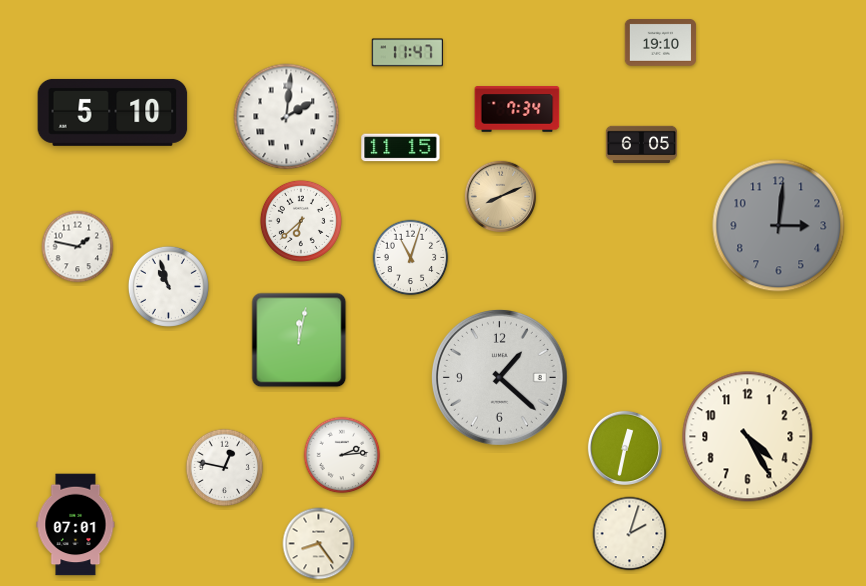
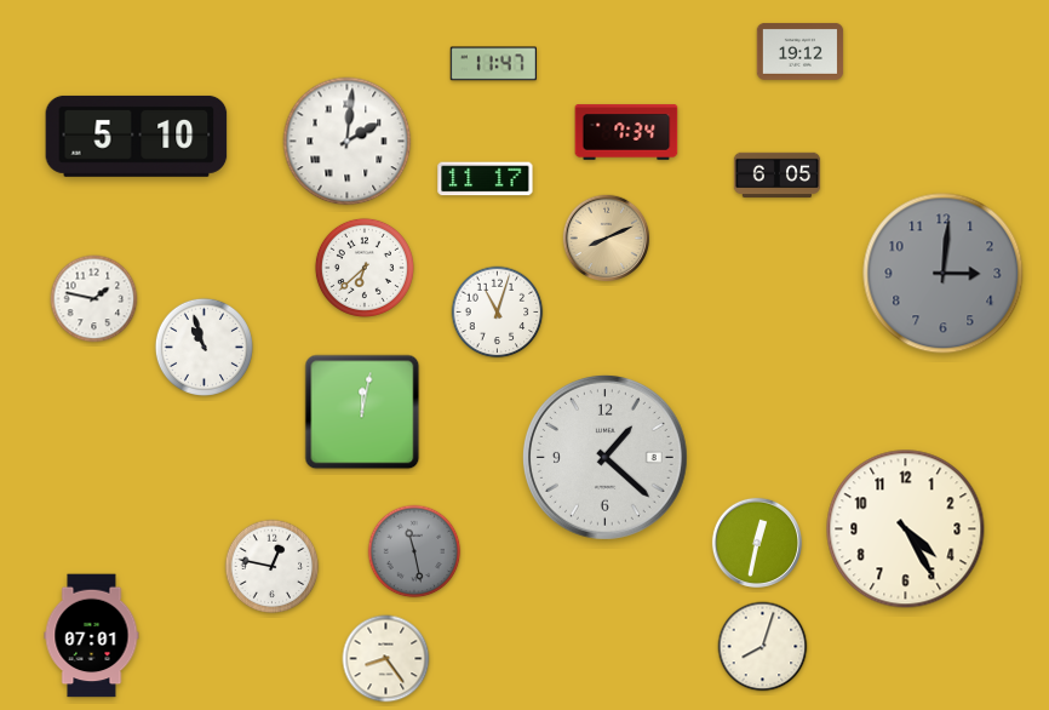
clock at (661, 43): 19:10 -> 19:12
clock at (401, 148): 11:15 -> 11:17
clock at (342, 455): 2:14 -> 11:28
clock at (342, 455) dial: white -> grey
clock at (630, 534): 2:03 -> 8:03
